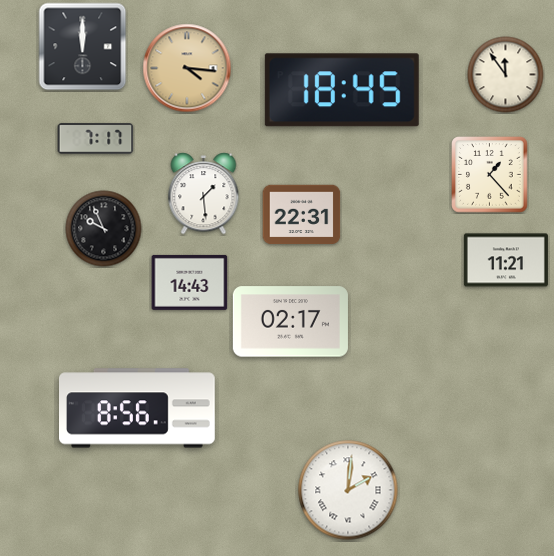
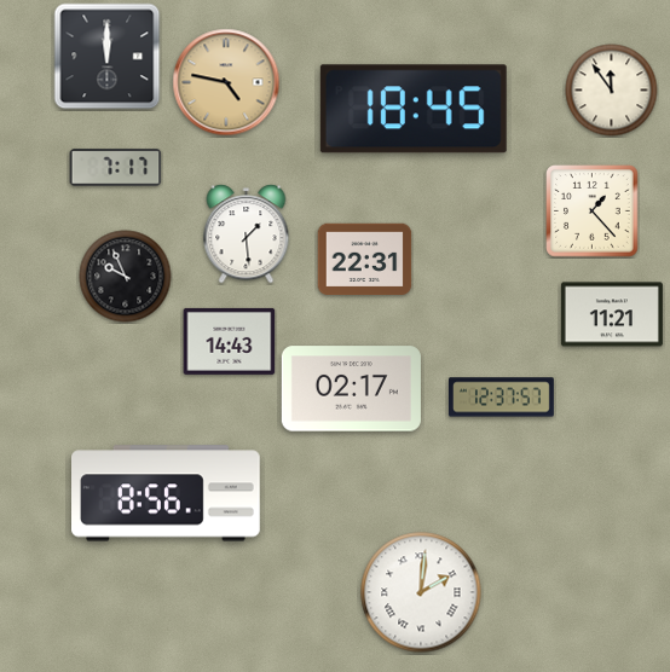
clock at (83, 47) position: (83, 47) -> (108, 57)
clock at (187, 68): 4:16 -> 4:47
clock at (502, 398): none -> 12:37
